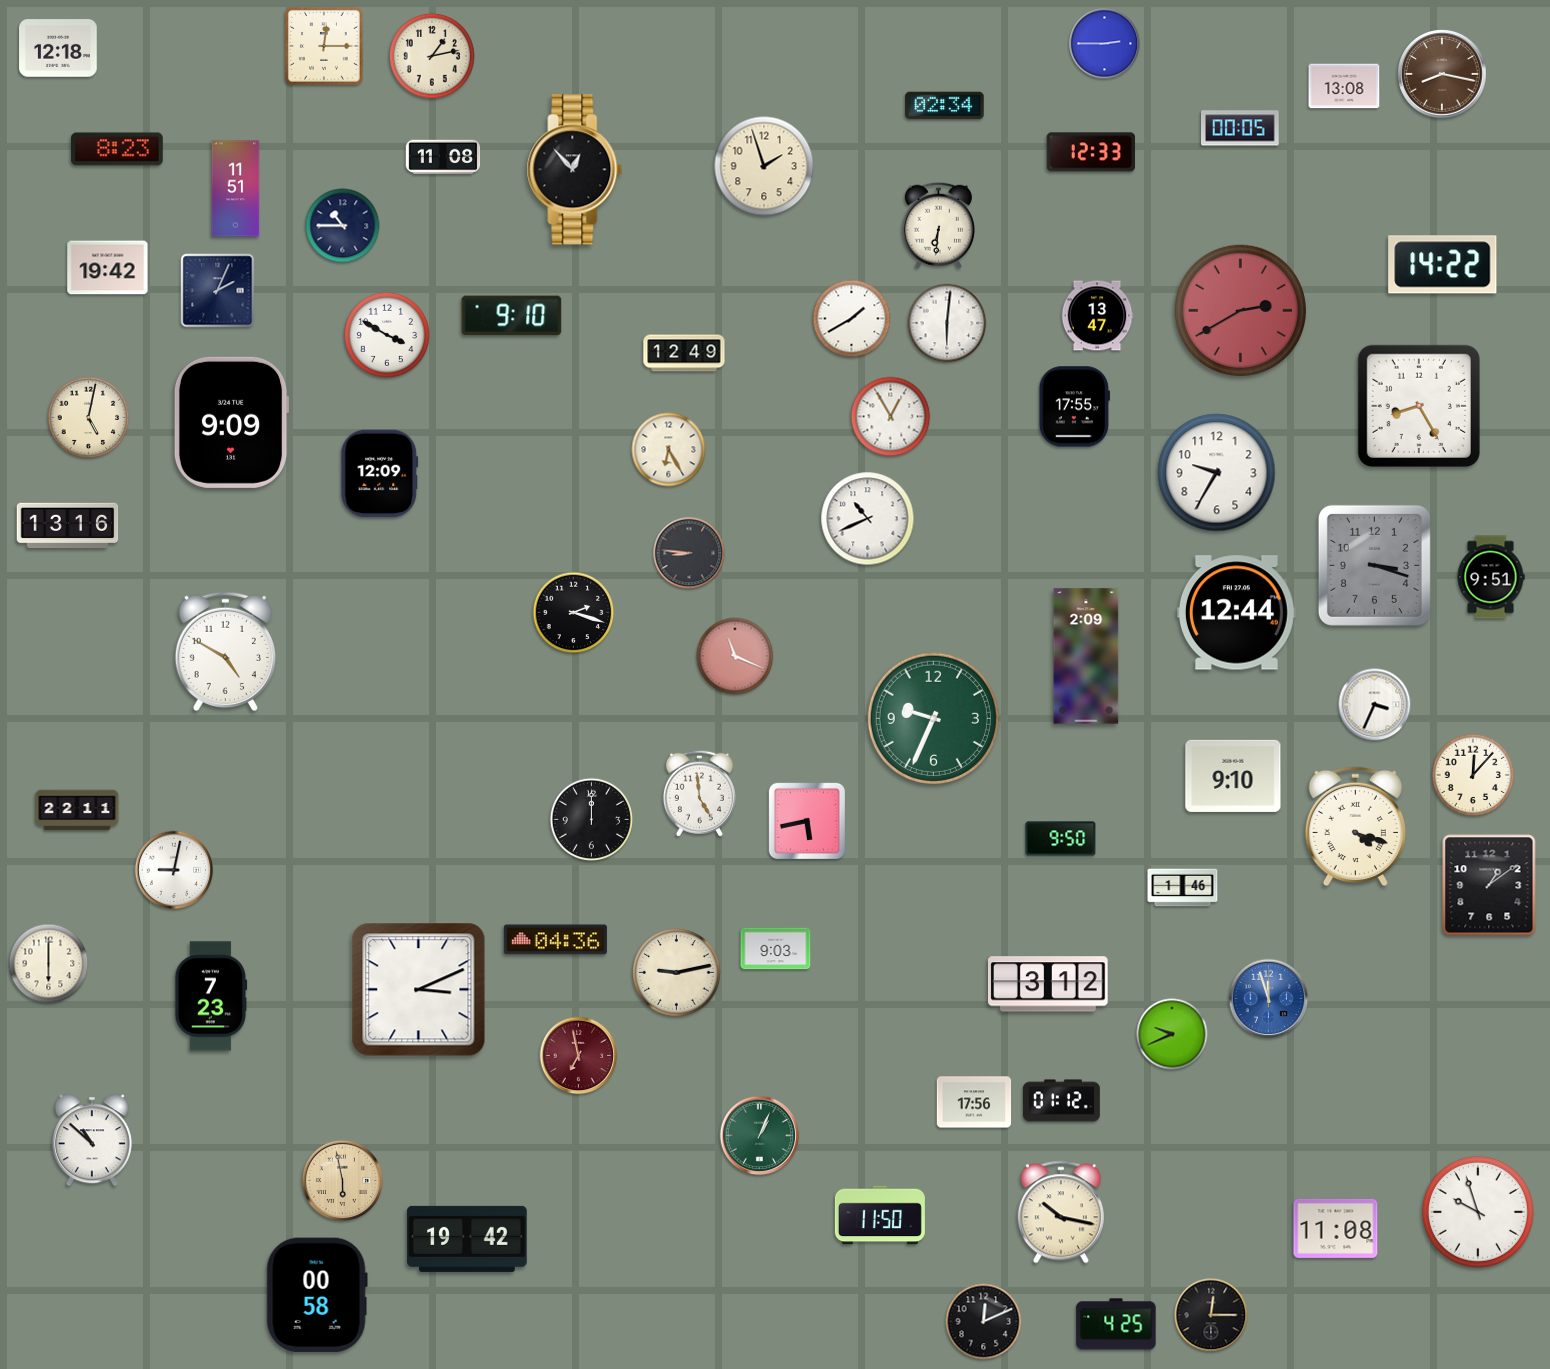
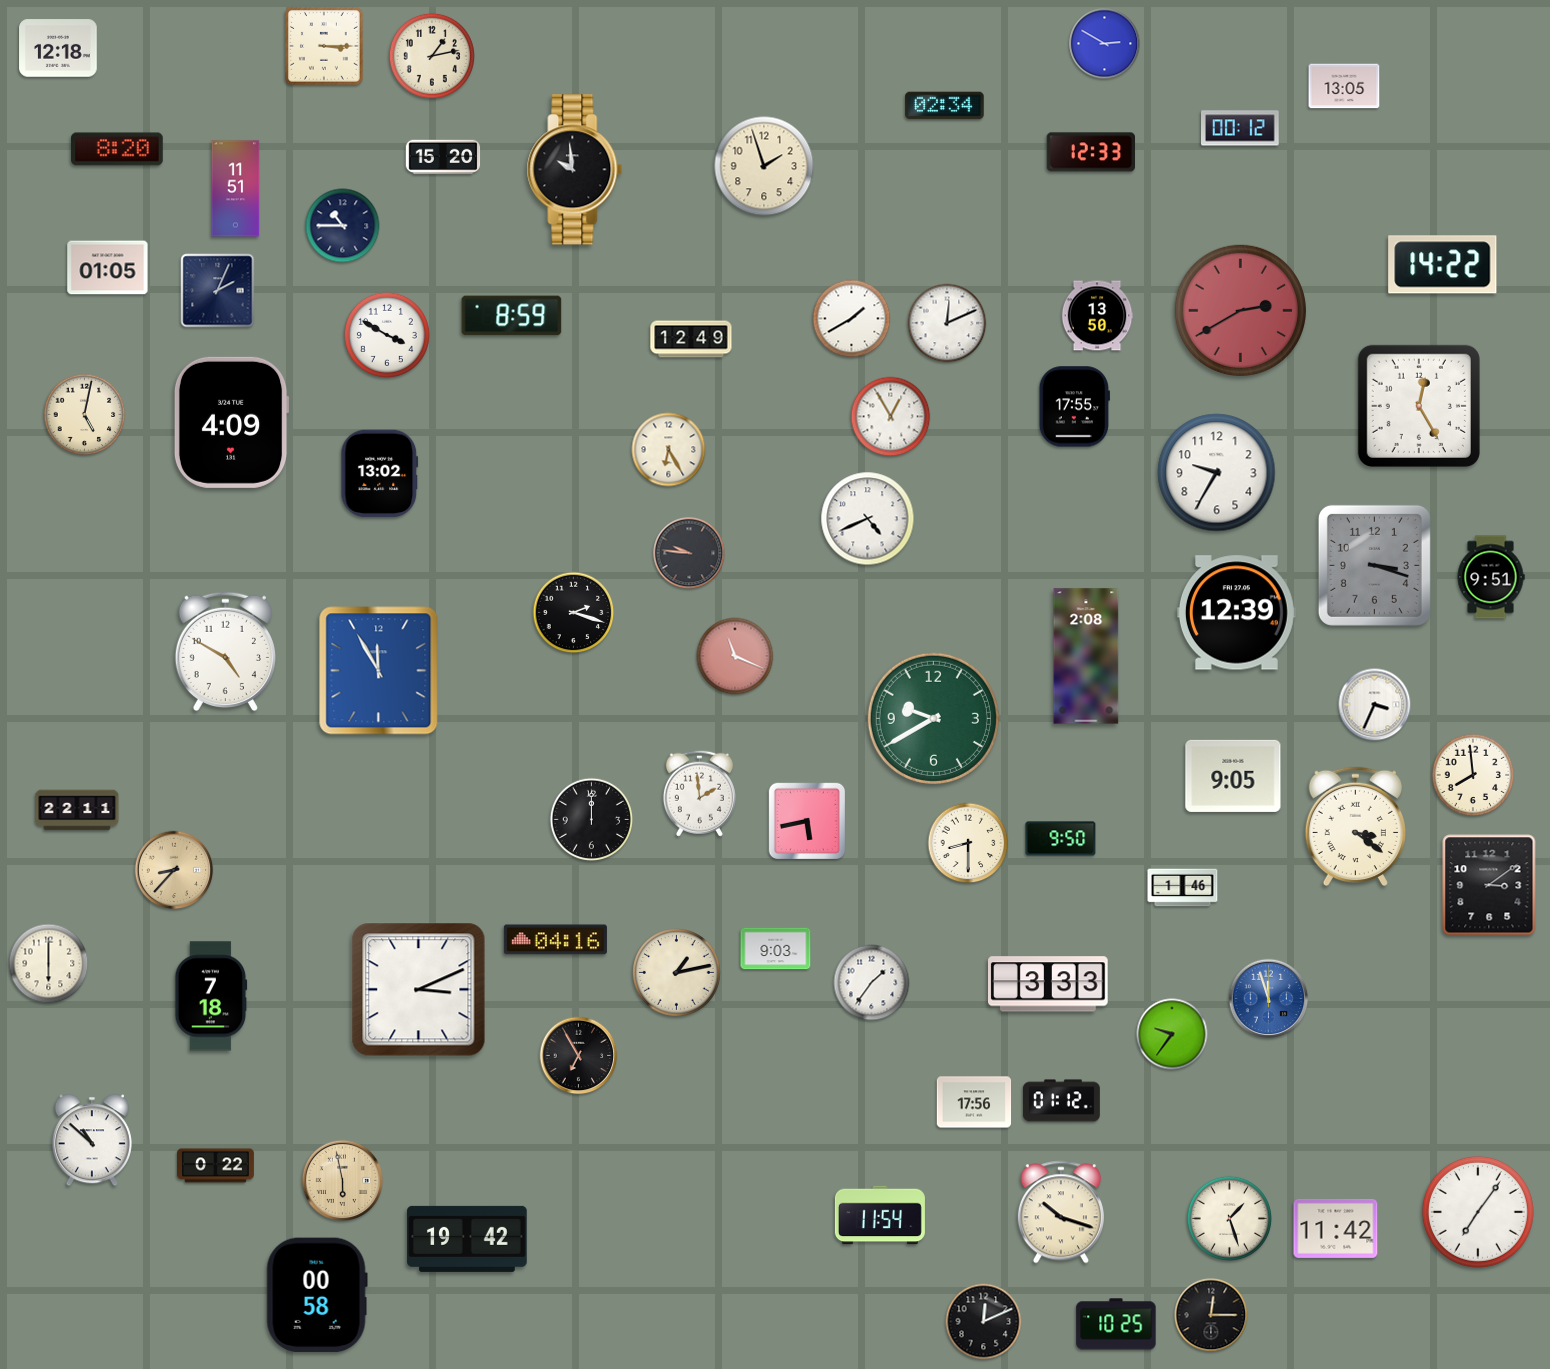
clock at (1105, 44): 2:45 -> 2:50
clock at (324, 46): 12:15 -> 3:15
clock at (1442, 74): 8:17 -> none
clock at (1344, 86): 13:08 -> 13:05
clock at (1241, 128): 00:05 -> 00:12
clock at (117, 149): 8:23 -> 8:20
clock at (443, 157): 11:08 -> 15:20
clock at (575, 170): 12:53 -> 9:59
clock at (938, 225): 6:31 -> none
clock at (108, 268): 19:42 -> 01:05
clock at (512, 316): 9:10 -> 8:59
clock at (1097, 316): 13:47 -> 13:50
clock at (947, 323): 6:01 -> 12:11
clock at (684, 353) position: (684, 353) -> (691, 339)
clock at (1419, 406): 8:25 -> 12:25
clock at (89, 418) position: (89, 418) -> (85, 415)
clock at (231, 422): 9:09 -> 4:09
clock at (380, 474): 12:09 -> 13:02
clock at (868, 519): 10:41 -> 4:41
clock at (68, 526): 13:16 -> none
clock at (689, 553): 8:46 -> 9:46
clock at (1236, 613): 12:44 -> 12:39
clock at (1086, 656): 2:09 -> 2:08
clock at (379, 671): none -> 11:55
clock at (933, 718): 9:34 -> 9:40
clock at (1473, 775): 12:07 -> 7:59
clock at (1233, 776): 9:10 -> 9:05
clock at (699, 793): 4:59 -> 1:59
clock at (1355, 827): 4:18 -> 3:21
clock at (968, 843): none -> 8:30
clock at (174, 870): 9:02 -> 8:37
clock at (174, 870) dial: white -> champagne
clock at (1489, 885): 1:09 -> 3:09
clock at (555, 940): 04:36 -> 04:16
clock at (677, 973): 9:13 -> 1:13
clock at (872, 983): none -> 1:36
clock at (1048, 984): 3:12 -> 3:33
clock at (211, 996): 7:23 -> 7:18
clock at (1172, 1034): 9:41 -> 9:36
clock at (579, 1056): 6:58 -> 6:55
clock at (579, 1056) dial: burgundy -> black
clock at (760, 1136): 1:04 -> none
clock at (216, 1166): none -> 0:22
clock at (1061, 1212): 10:17 -> 10:18
clock at (1478, 1212): 9:57 -> 7:06
clock at (880, 1215): 11:50 -> 11:54
clock at (1229, 1218): none -> 1:27
clock at (1336, 1228): 11:08 -> 11:42
clock at (1116, 1324): 4:25 -> 10:25
